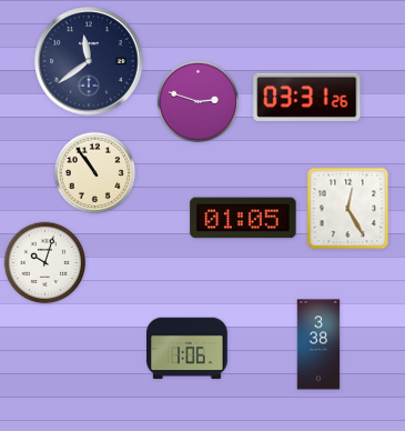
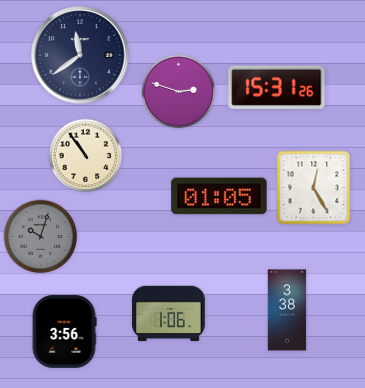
clock at (307, 97): 03:31 -> 15:31
clock at (45, 263) dial: white -> grey
clock at (64, 332): none -> 3:56
